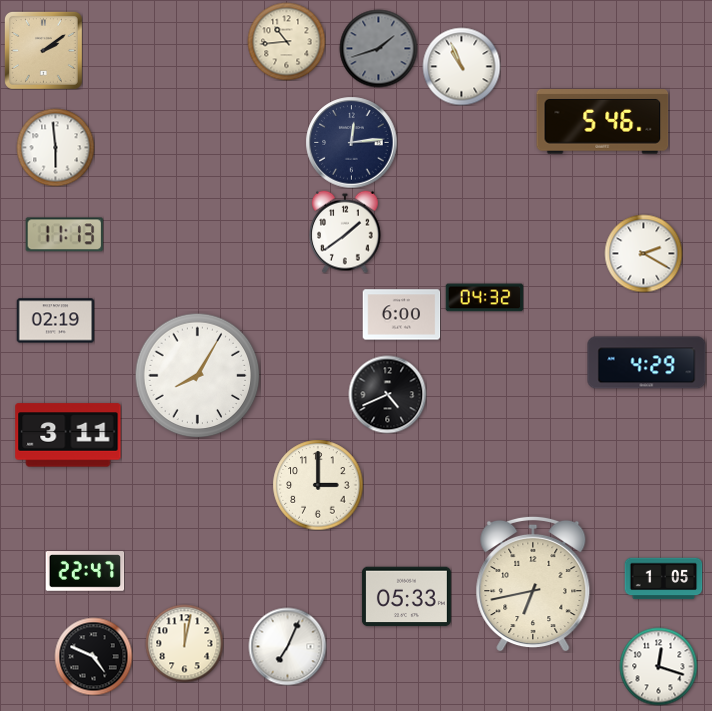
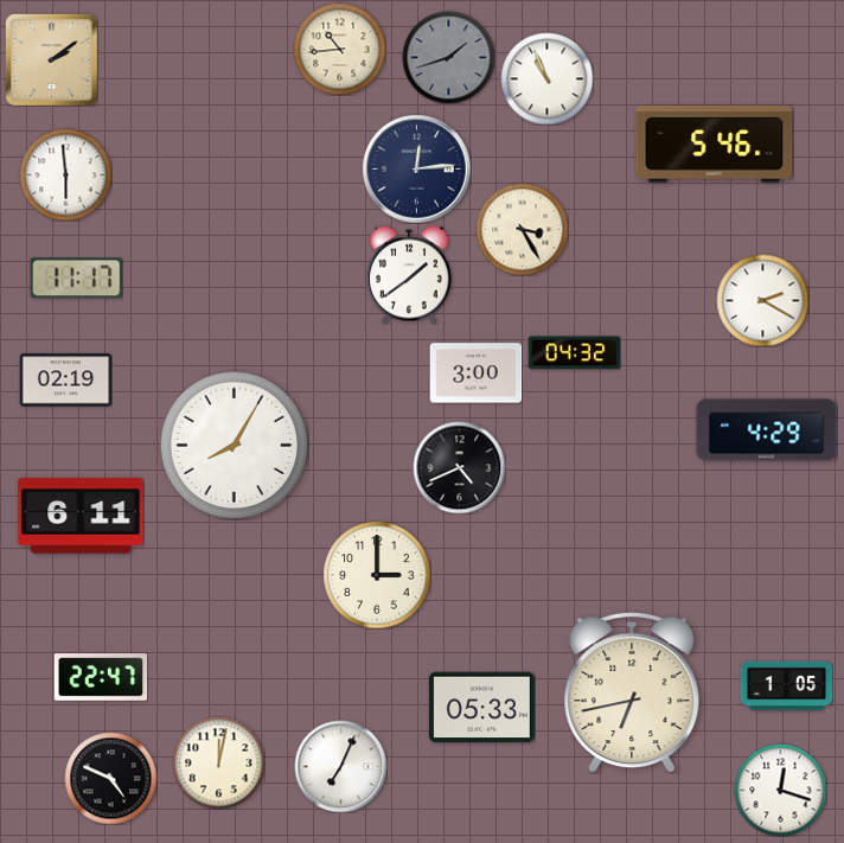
clock at (522, 229): none -> 3:25
clock at (64, 235): 11:13 -> 11:17
clock at (401, 315): 6:00 -> 3:00
clock at (68, 435): 3:11 -> 6:11
